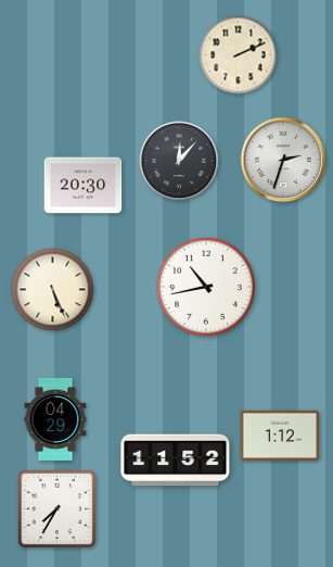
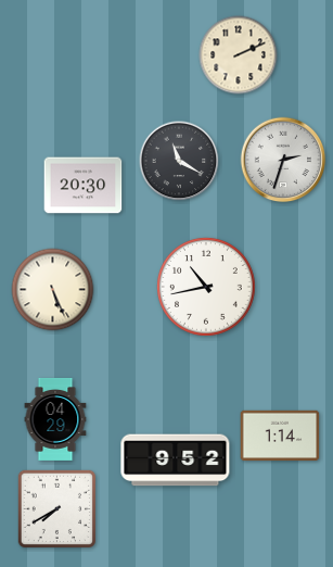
clock at (179, 161): 12:07 -> 11:20
clock at (280, 436): 1:12 -> 1:14
clock at (176, 461): 11:52 -> 9:52
clock at (57, 509): 7:35 -> 7:40
